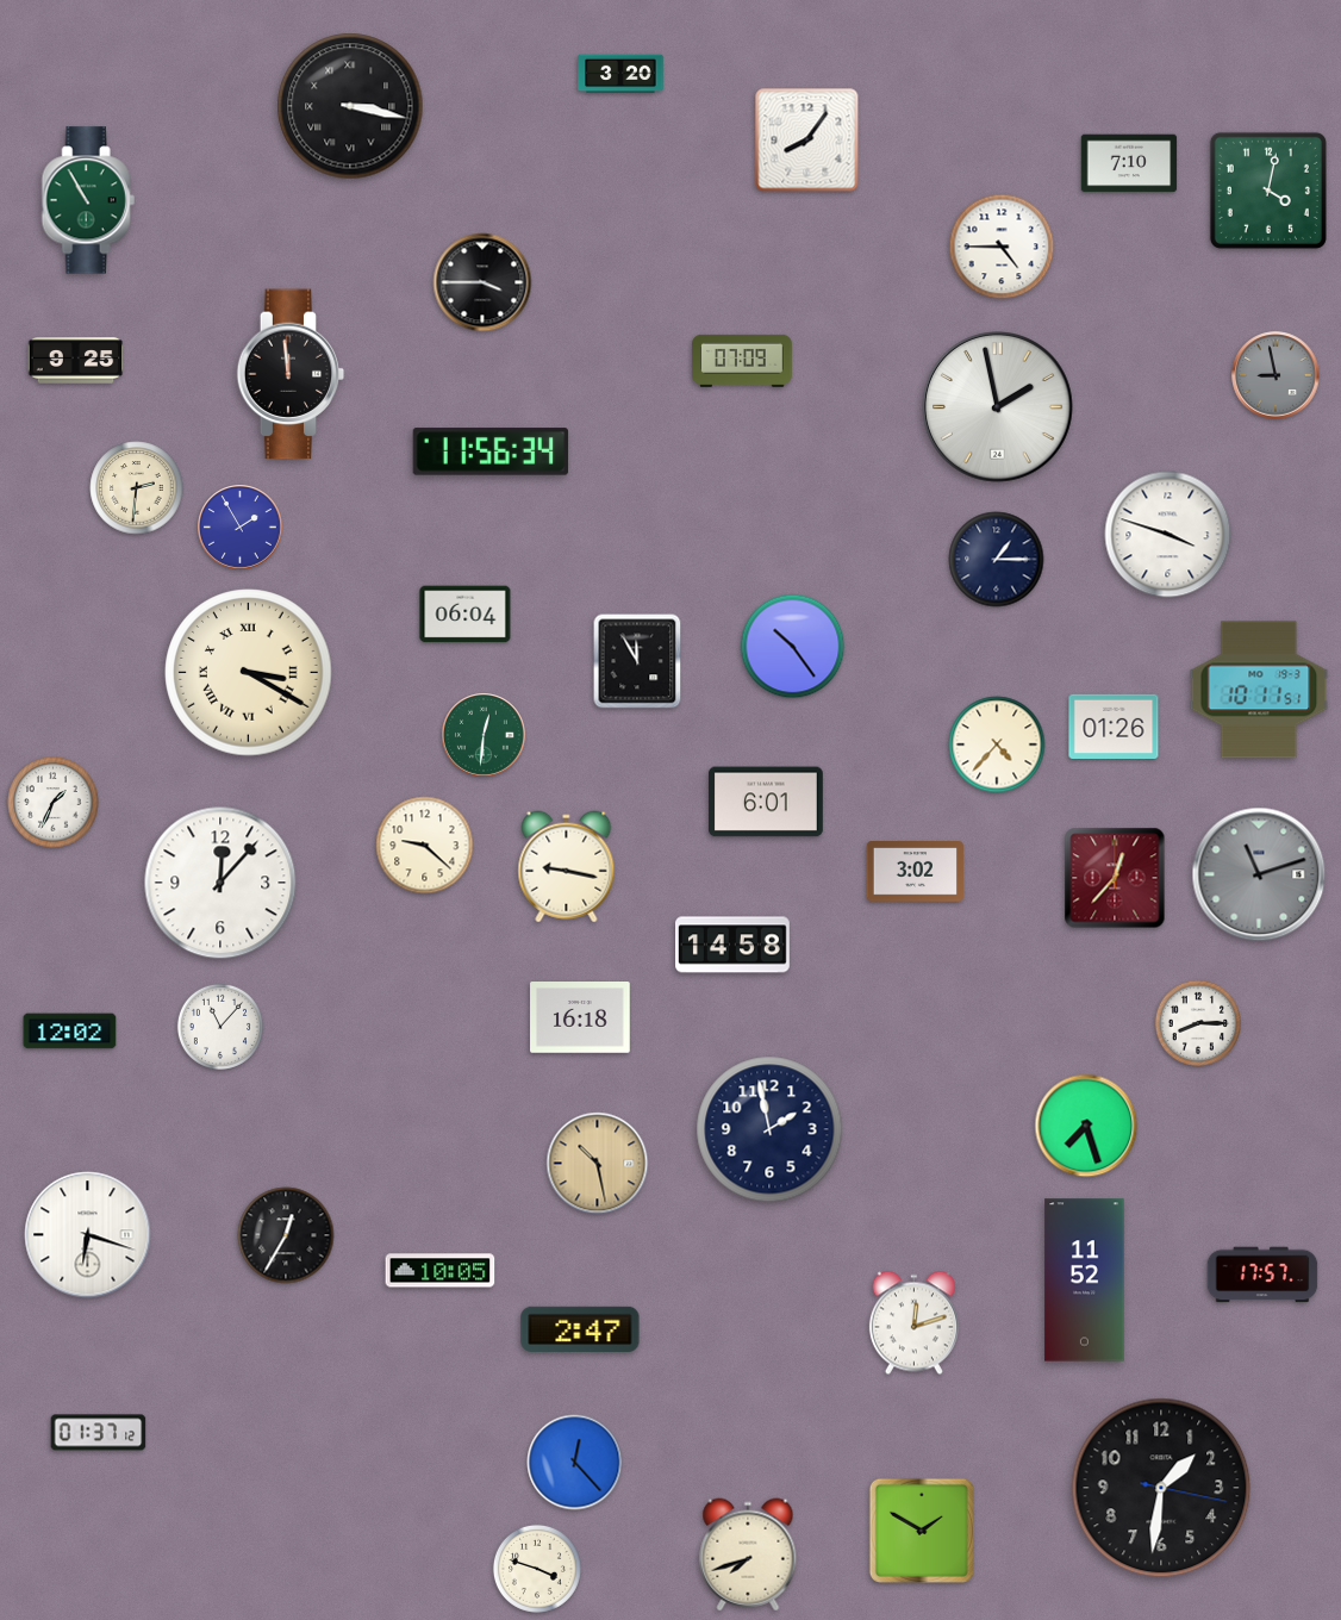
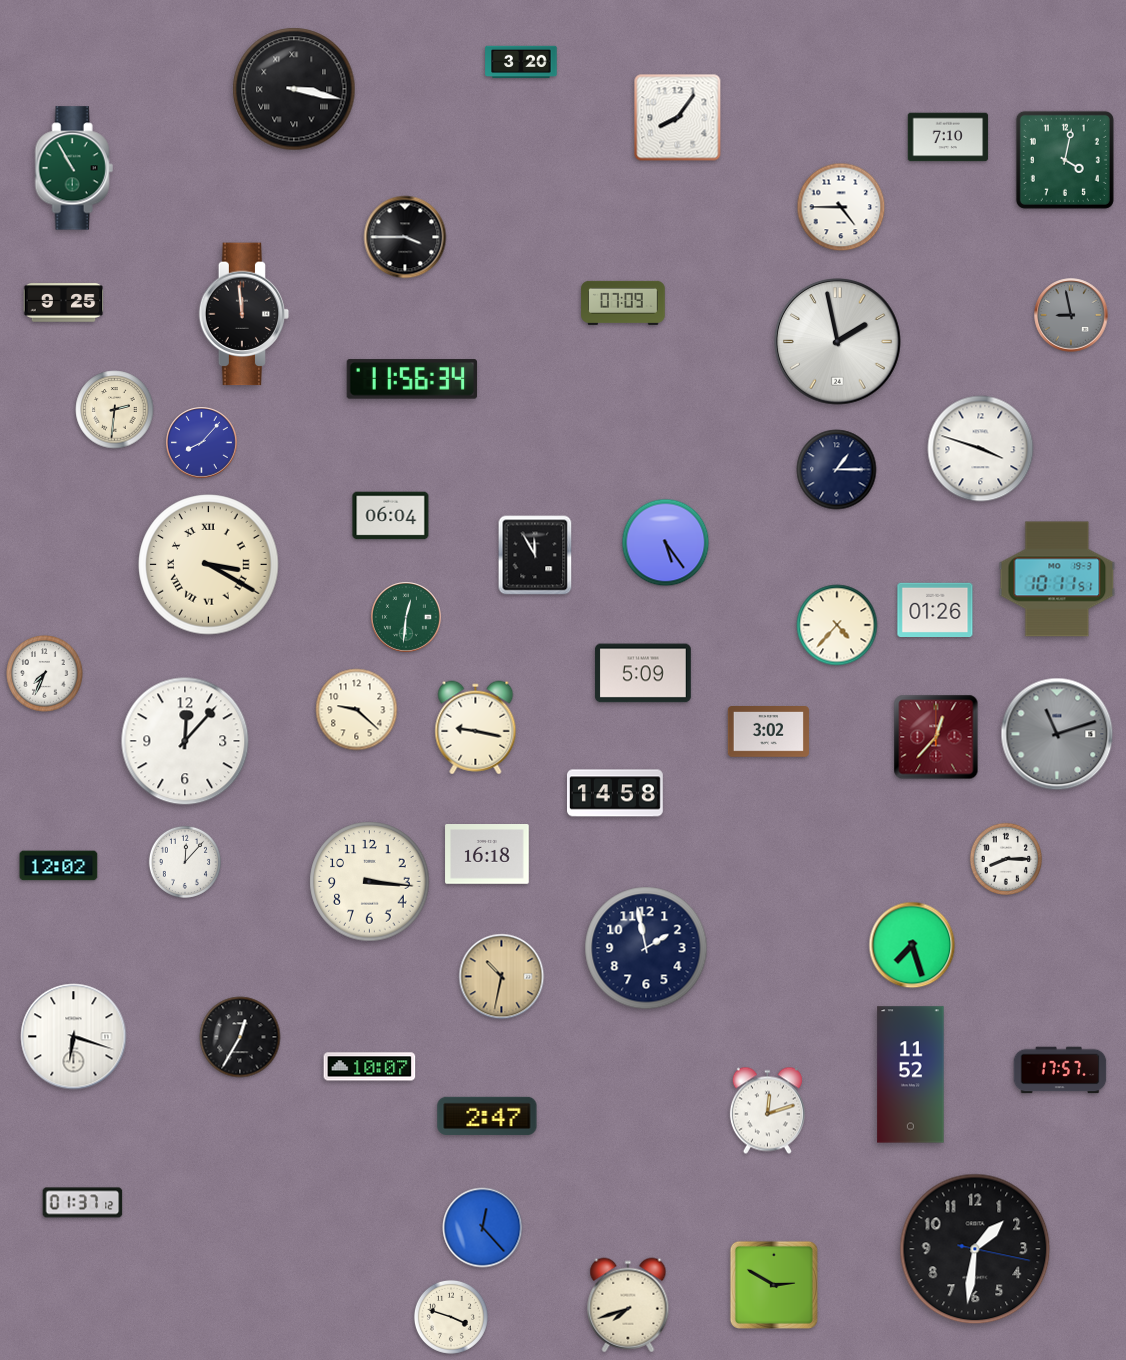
clock at (241, 528): 1:55 -> 8:07
clock at (793, 647): 10:24 -> 5:24
clock at (766, 802): 6:01 -> 5:09
clock at (54, 803): 1:34 -> 7:34
clock at (220, 1027): 11:07 -> 12:07
clock at (370, 882): none -> 3:16
clock at (598, 1164): 10:28 -> 10:32
clock at (441, 1271): 10:05 -> 10:07
clock at (922, 1531): 1:50 -> 2:50
